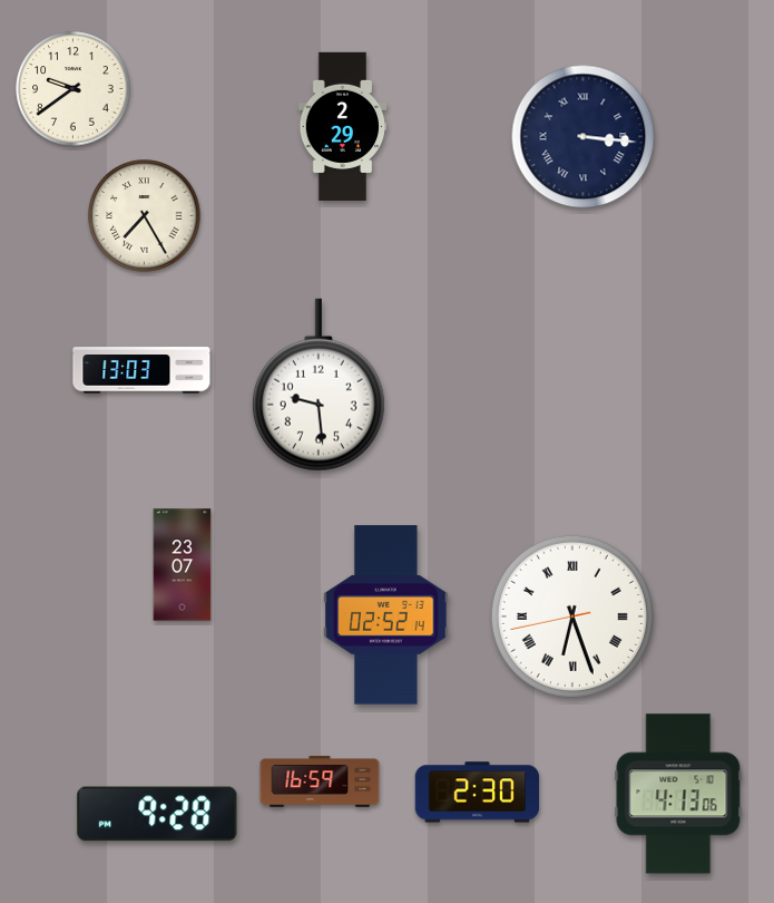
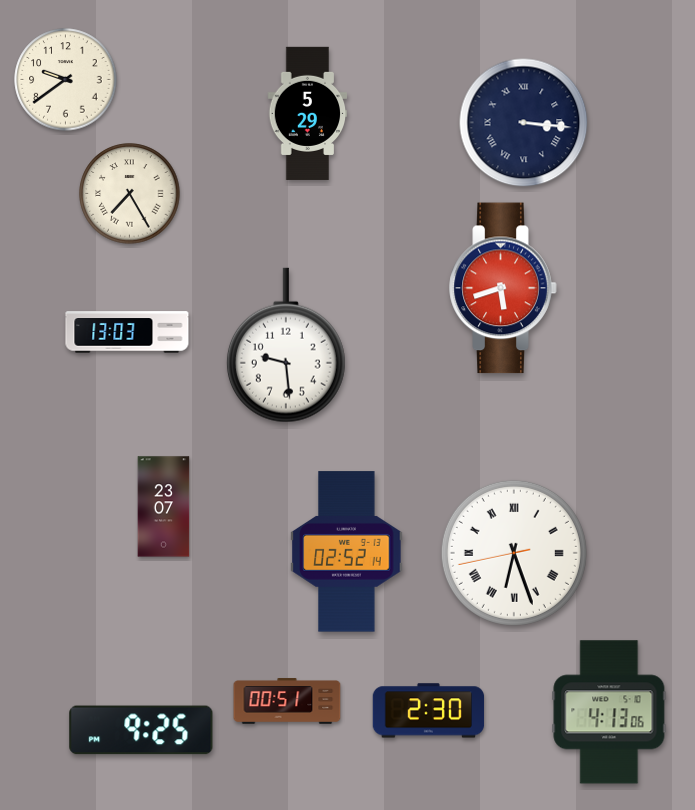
clock at (343, 126): 2:29 -> 5:29
clock at (503, 288): none -> 5:42
clock at (320, 781): 16:59 -> 00:51
clock at (157, 814): 9:28 -> 9:25
